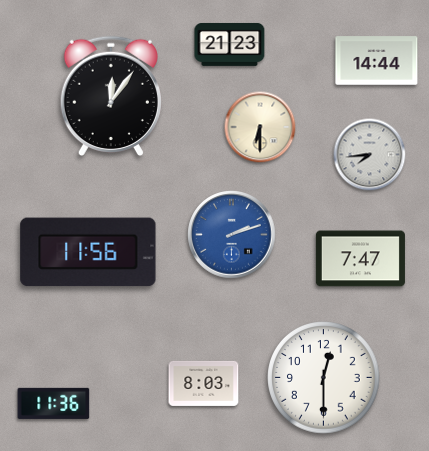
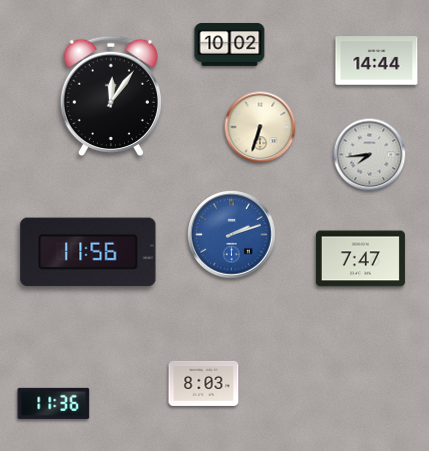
clock at (230, 44): 21:23 -> 10:02
clock at (260, 127): 6:30 -> 6:33
clock at (324, 378): 12:30 -> none
